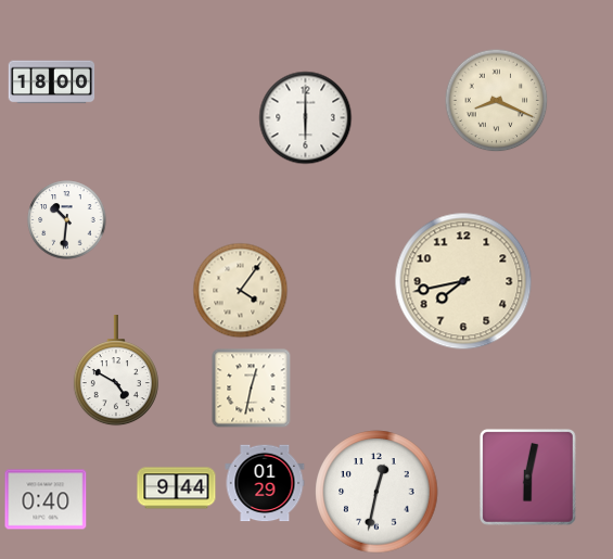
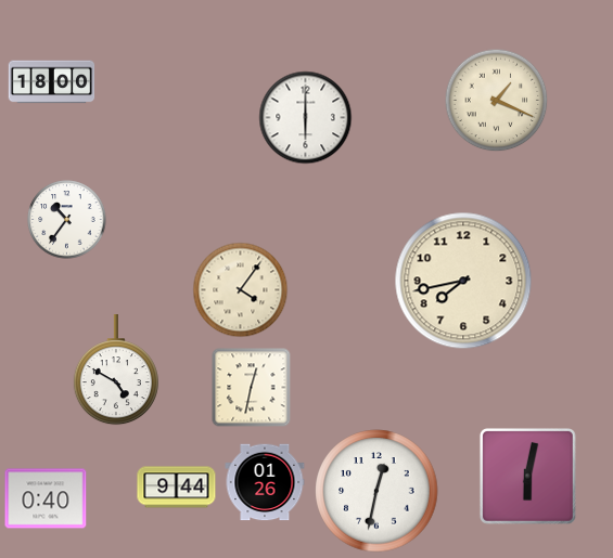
clock at (497, 101): 8:19 -> 1:19
clock at (67, 220): 10:31 -> 10:36
clock at (265, 483): 01:29 -> 01:26
